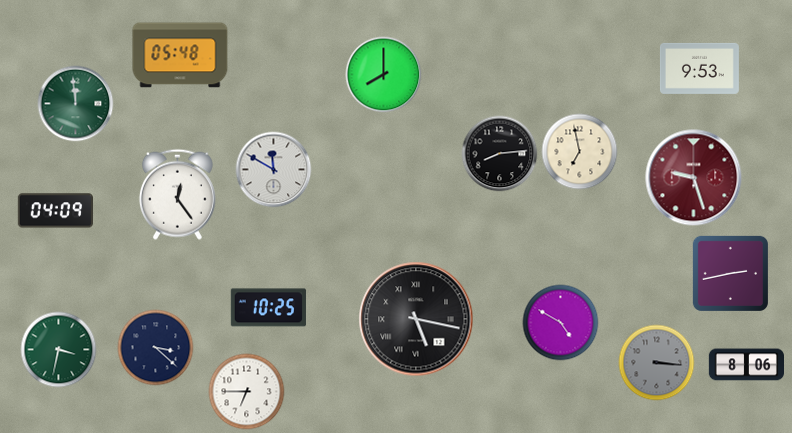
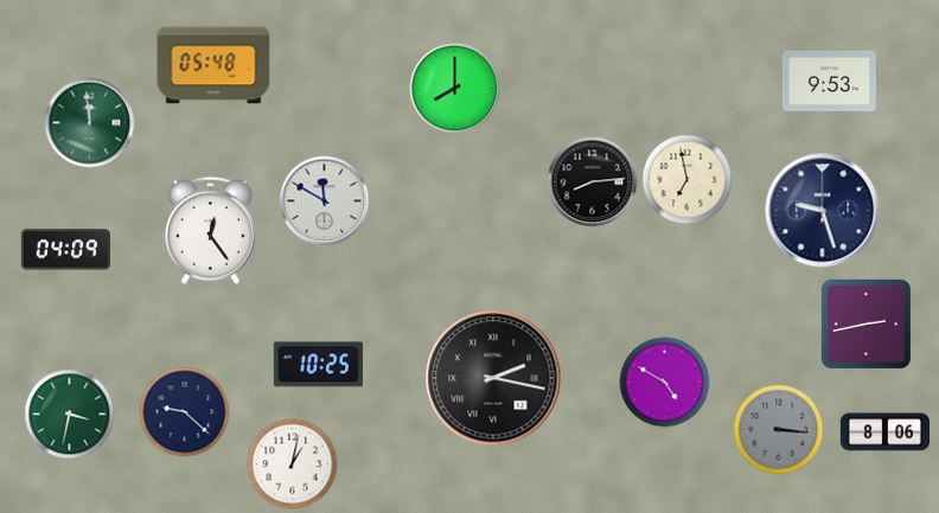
clock at (694, 178) dial: burgundy -> navy
clock at (416, 319): 5:17 -> 2:17
clock at (156, 348): 3:22 -> 9:22
clock at (247, 392): 6:45 -> 1:02
